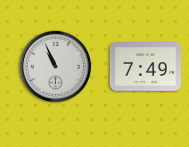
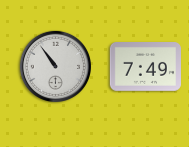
clock at (55, 66): 10:56 -> 10:54
